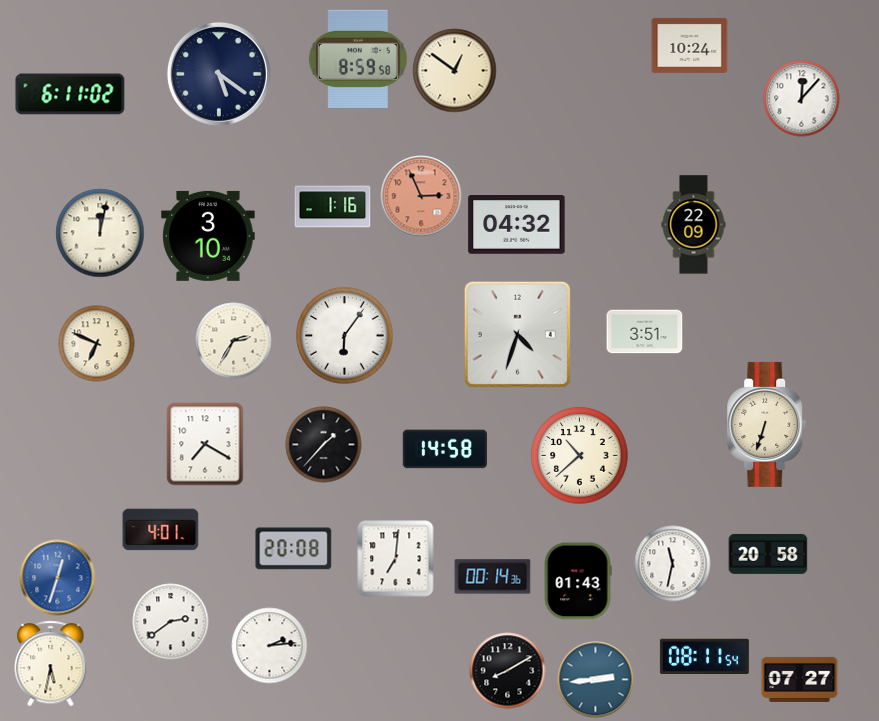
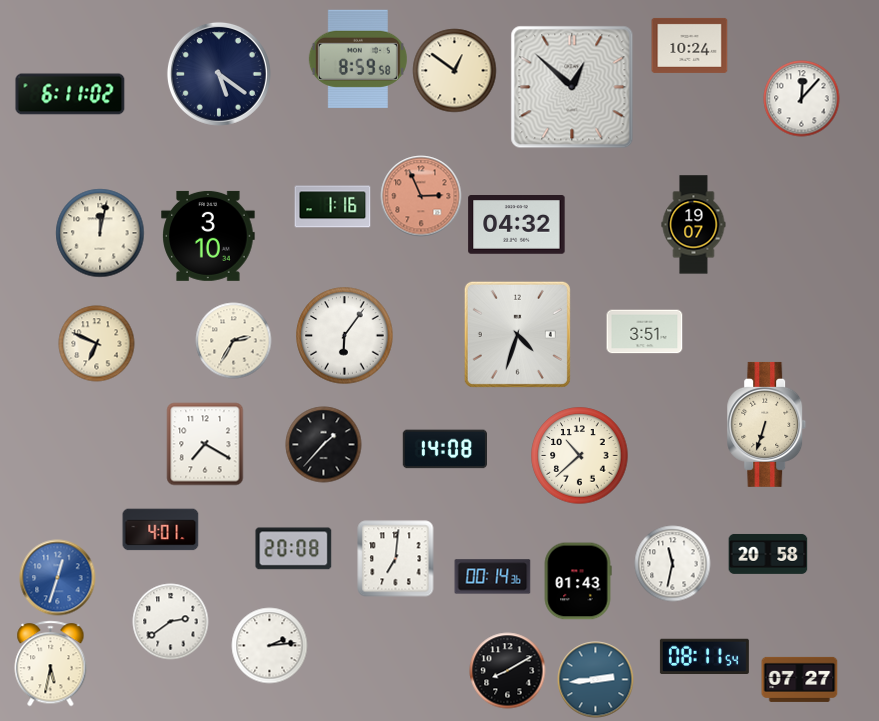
clock at (572, 87): none -> 12:52
clock at (694, 225): 22:09 -> 19:07
clock at (444, 449): 14:58 -> 14:08
